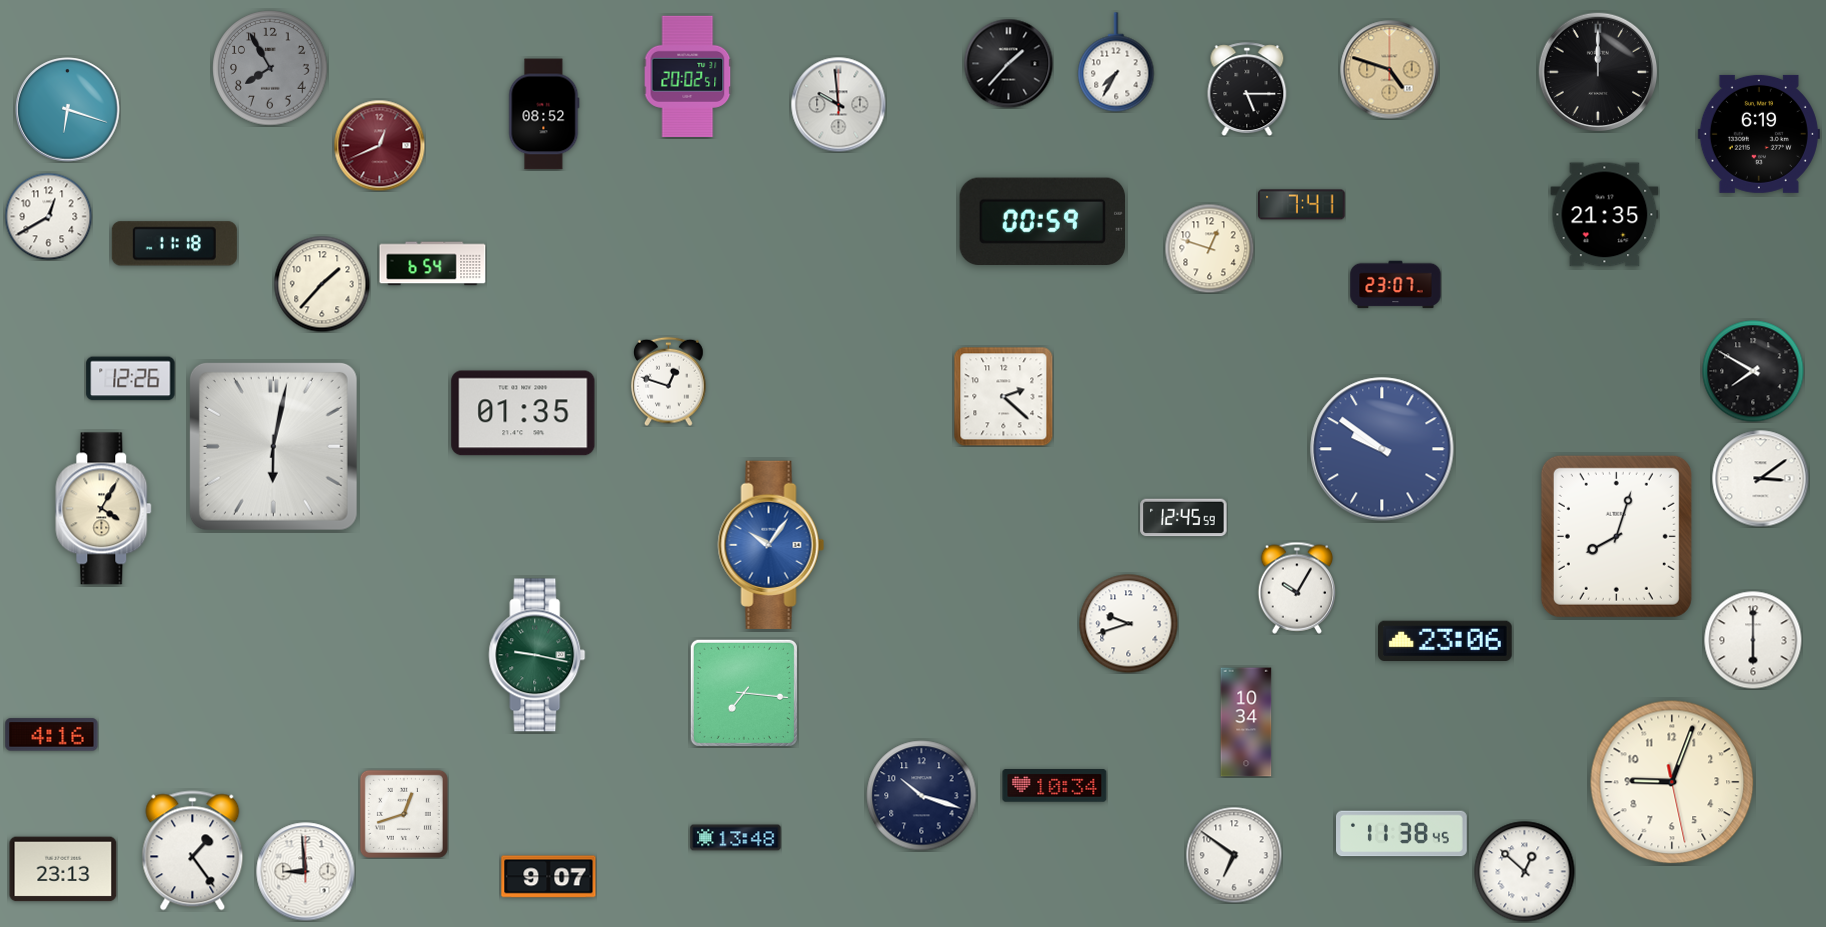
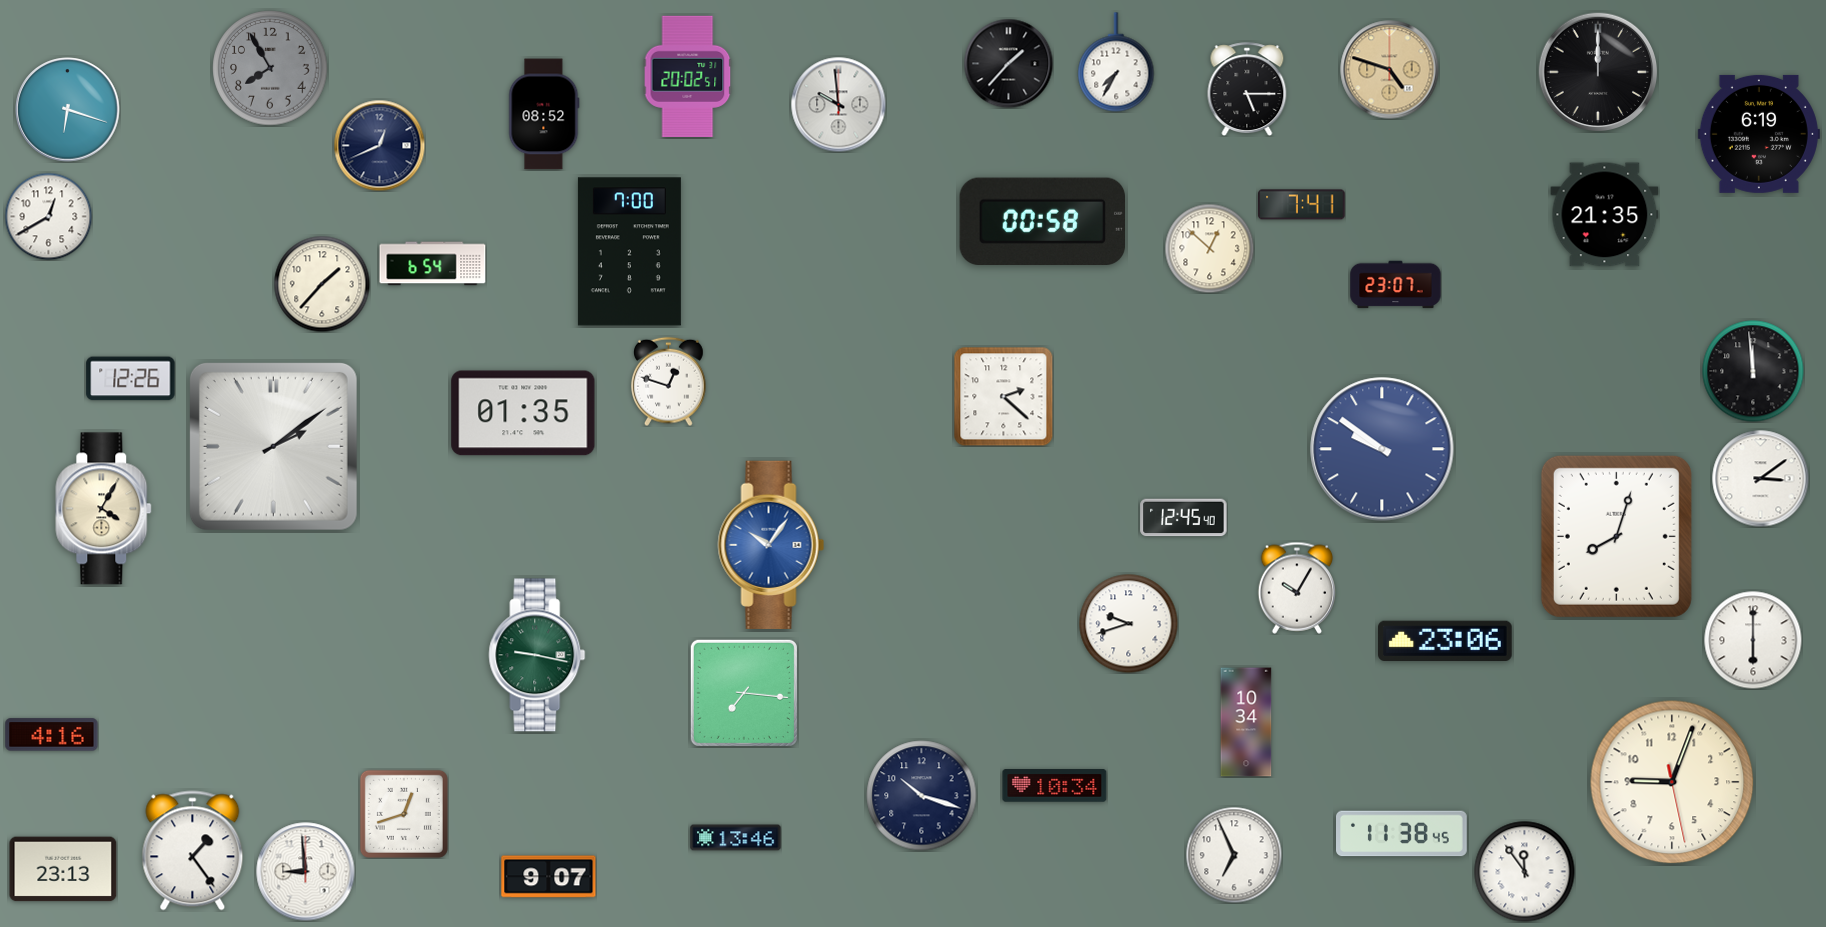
clock at (379, 145) dial: burgundy -> navy
clock at (1042, 222): 00:59 -> 00:58
clock at (174, 244): 11:18 -> none
clock at (1209, 248): 12:48 -> 12:52
clock at (629, 252): none -> 7:00
clock at (1753, 371): 7:50 -> 11:59
clock at (273, 446): 6:02 -> 2:09
clock at (1184, 518): 12:45:59 -> 12:45:40
clock at (736, 838): 13:48 -> 13:46
clock at (1234, 855): 6:51 -> 6:56
clock at (1525, 872): 12:52 -> 11:54
